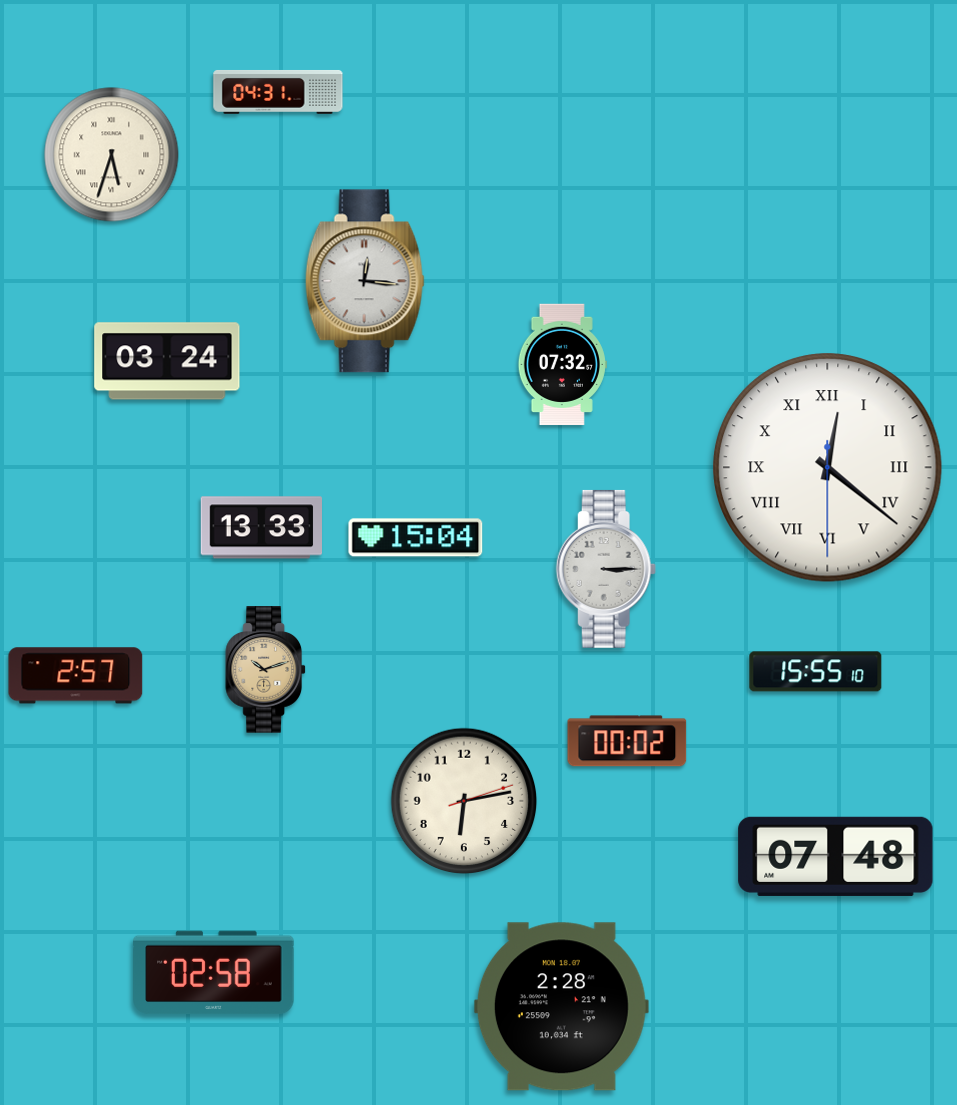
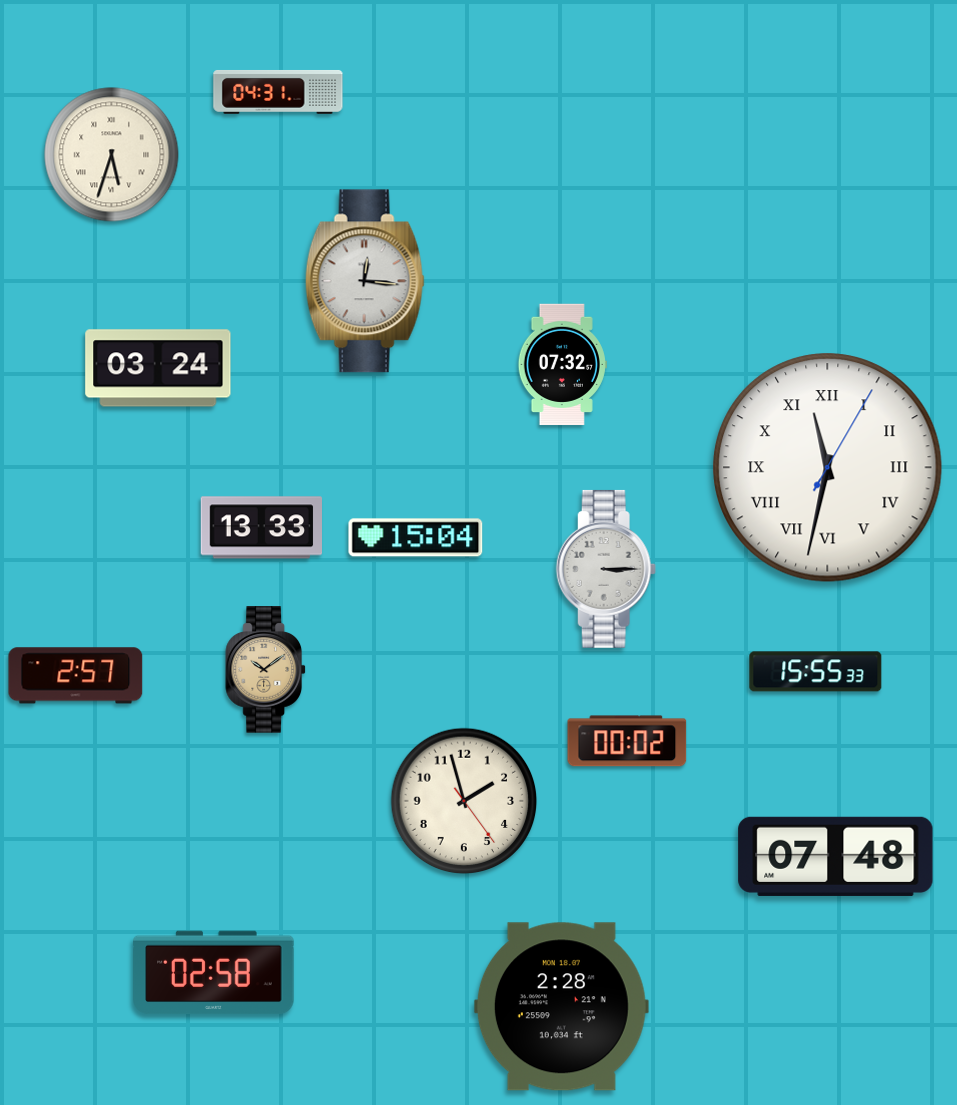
clock at (167, 361) position: (167, 361) -> (158, 368)
clock at (828, 468): 12:21 -> 11:32
clock at (266, 670): 10:12 -> 10:09
clock at (816, 672): 15:55:10 -> 15:55:33
clock at (464, 801): 6:13 -> 1:57
